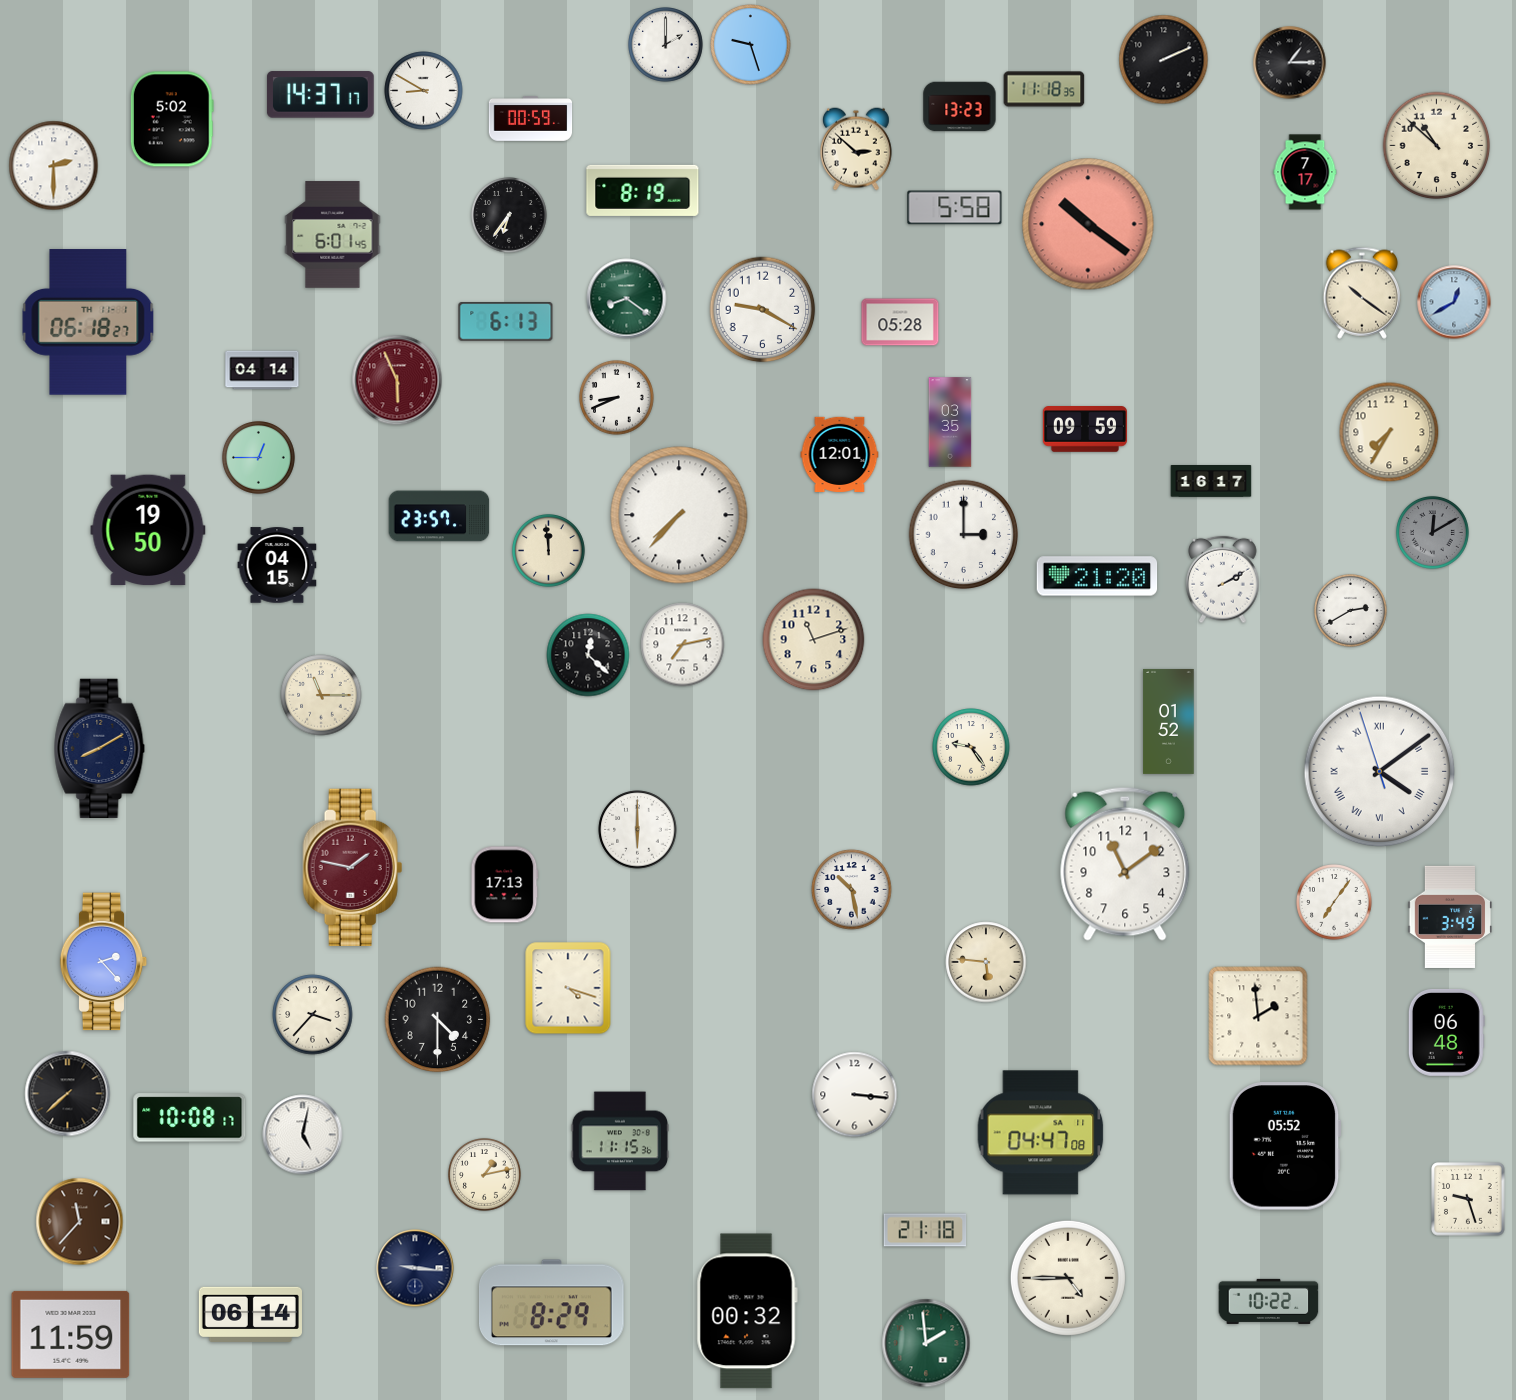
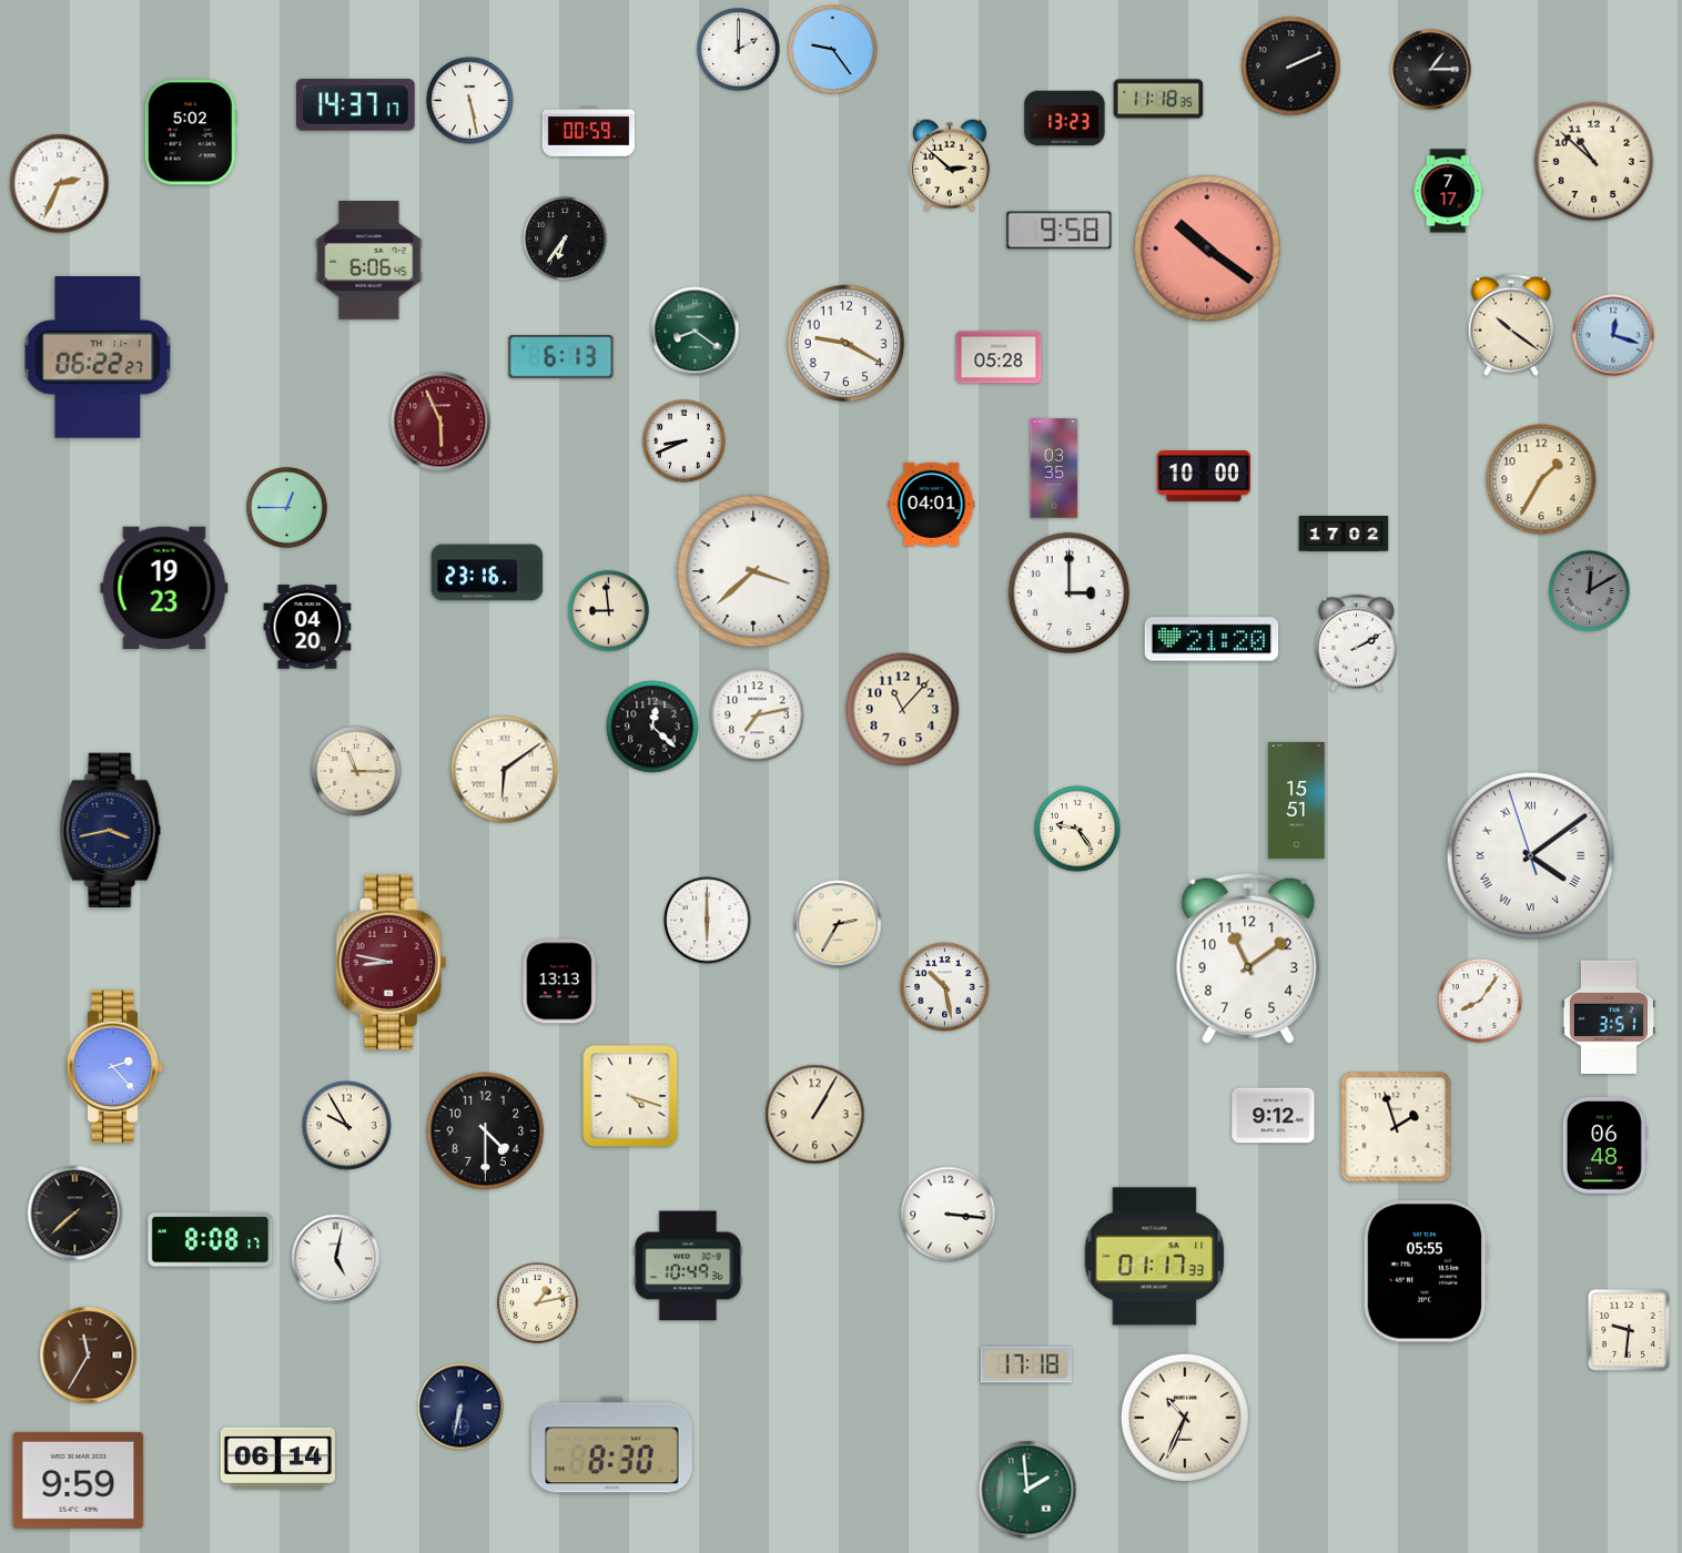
clock at (751, 45): 9:27 -> 9:24
clock at (424, 91): 8:50 -> 5:28
clock at (54, 166): 2:30 -> 2:34
clock at (643, 190): 8:19 -> none
clock at (955, 208): 5:58 -> 9:58
clock at (333, 235): 6:01 -> 6:06
clock at (1454, 302): 12:40 -> 12:18
clock at (88, 322): 06:18 -> 06:22
clock at (262, 370): 04:14 -> none
clock at (1085, 429): 09:59 -> 10:00
clock at (1389, 432): 7:35 -> 1:35
clock at (840, 454): 12:01 -> 04:01
clock at (1211, 482): 16:17 -> 17:02
clock at (679, 515): 7:37 -> 3:38
clock at (439, 516): 23:57 -> 23:16
clock at (148, 530): 19:50 -> 19:23
clock at (549, 551): 11:59 -> 8:59
clock at (277, 565): 04:15 -> 04:20
clock at (1097, 576) position: (1097, 576) -> (1212, 639)
clock at (1351, 611): 2:40 -> none
clock at (814, 640): 11:12 -> 11:07
clock at (505, 770): none -> 6:09
clock at (1169, 721): 01:52 -> 15:51
clock at (100, 748): 8:10 -> 3:43
clock at (838, 924): none -> 2:35
clock at (353, 868): 1:47 -> 8:47
clock at (505, 885): 17:13 -> 13:13
clock at (1334, 902): 7:06 -> 8:06
clock at (1450, 916): 3:49 -> 3:51
clock at (986, 962): 5:46 -> none
clock at (815, 1115): none -> 1:05
clock at (1274, 1116): none -> 9:12
clock at (313, 1015): 3:37 -> 9:55
clock at (1258, 1016): 1:59 -> 1:57
clock at (190, 1118): 10:08 -> 8:08
clock at (1041, 1133): 04:47 -> 01:17
clock at (619, 1141): 11:15 -> 10:49
clock at (1285, 1146): 05:52 -> 05:55
clock at (1468, 1199): 9:27 -> 9:31
clock at (80, 1222): 11:37 -> 11:35
clock at (925, 1230): 21:18 -> 17:18
clock at (415, 1268): 9:16 -> 6:32
clock at (1068, 1278): 4:45 -> 10:34
clock at (1269, 1301): 10:22 -> none
clock at (551, 1303): 8:29 -> 8:30
clock at (747, 1311): 00:32 -> none
clock at (71, 1334): 11:59 -> 9:59
